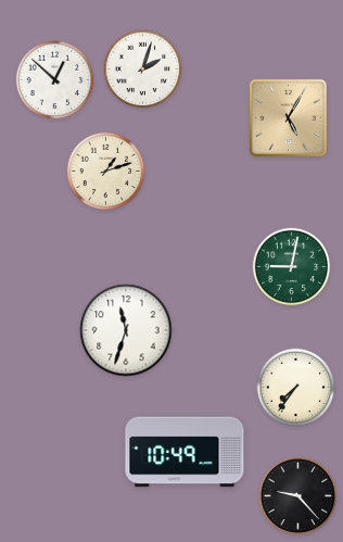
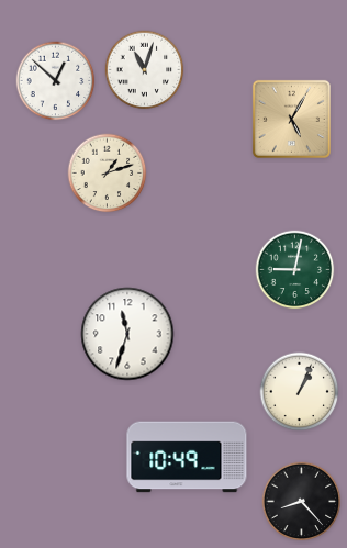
clock at (143, 70): 2:03 -> 11:03
clock at (296, 388): 7:36 -> 1:04
clock at (298, 496): 9:23 -> 8:23
